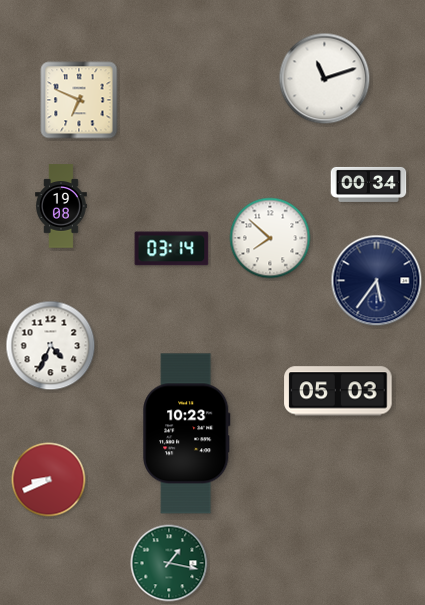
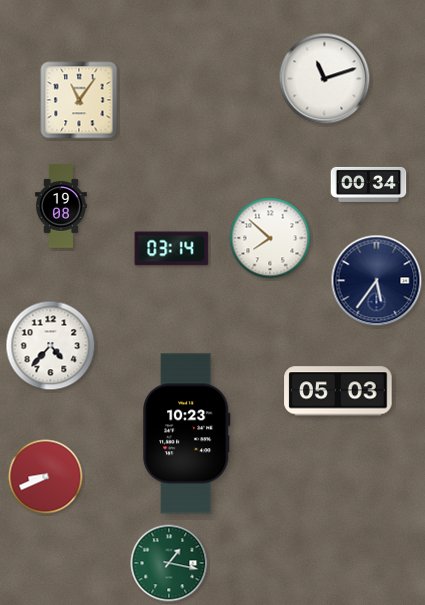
clock at (79, 100): 6:49 -> 11:06
clock at (51, 346): 4:34 -> 4:37
clock at (49, 480) position: (49, 480) -> (46, 477)
